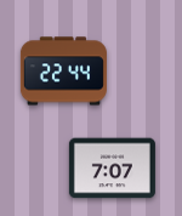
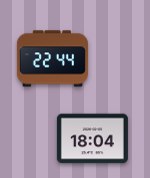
clock at (112, 169): 7:07 -> 18:04
